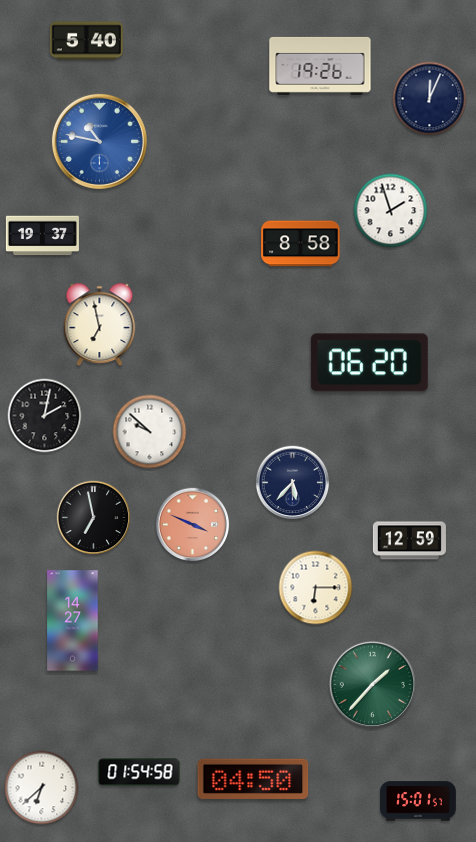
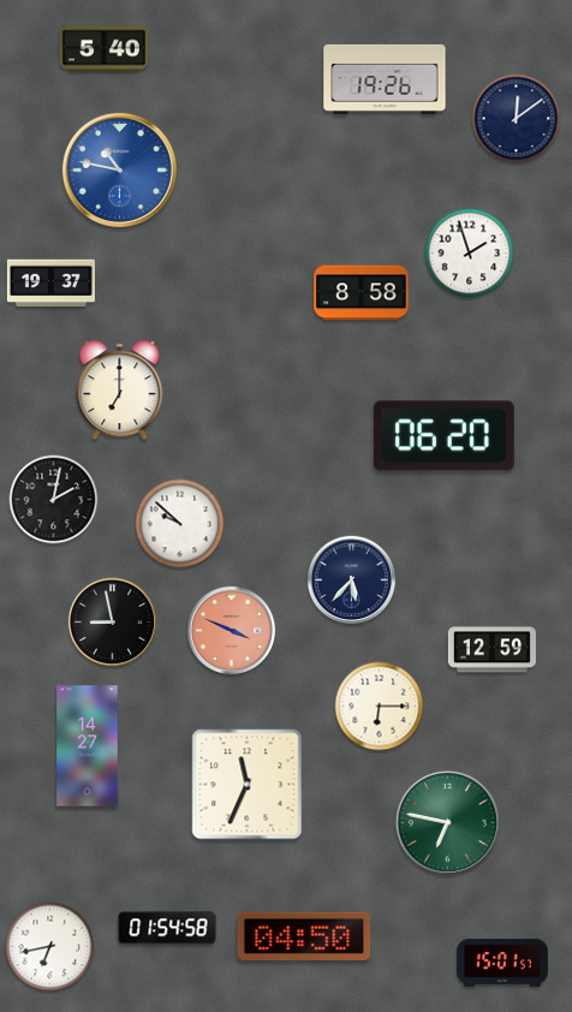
clock at (430, 99): 12:04 -> 12:09
clock at (100, 325): 6:58 -> 7:00
clock at (150, 432) position: (150, 432) -> (180, 524)
clock at (94, 518): 6:58 -> 8:58
clock at (248, 785): none -> 11:34
clock at (372, 684): 1:37 -> 6:47
clock at (42, 788): 6:38 -> 6:43
